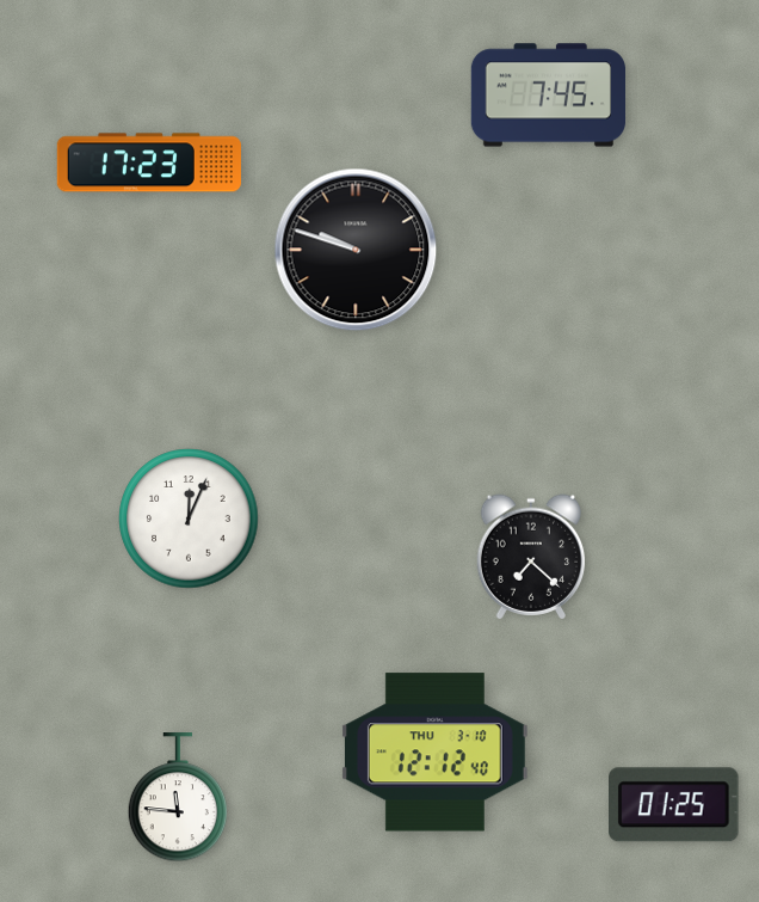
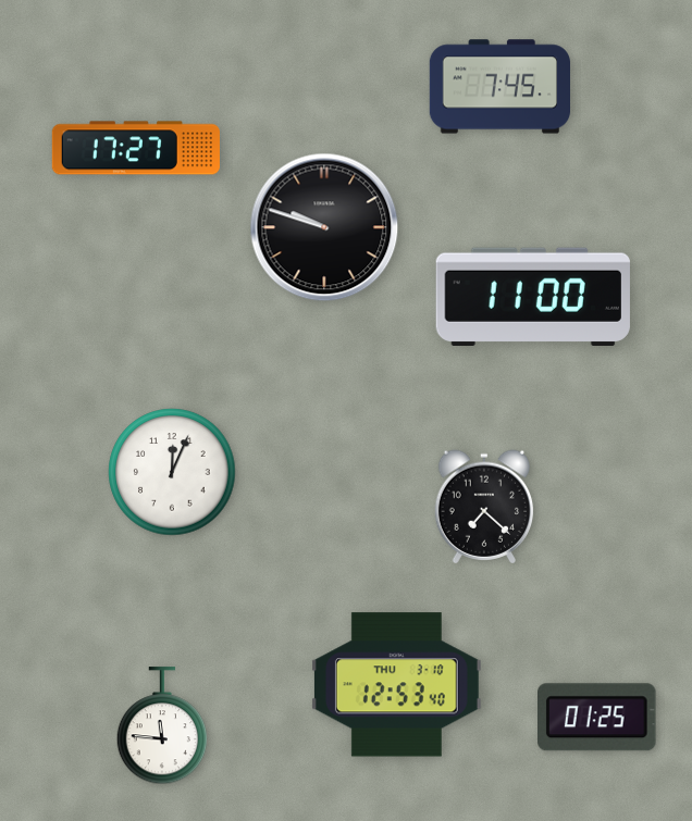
clock at (149, 162): 17:23 -> 17:27
clock at (533, 297): none -> 11:00
clock at (434, 753): 12:12 -> 12:53
clock at (674, 805) position: (674, 805) -> (597, 718)
